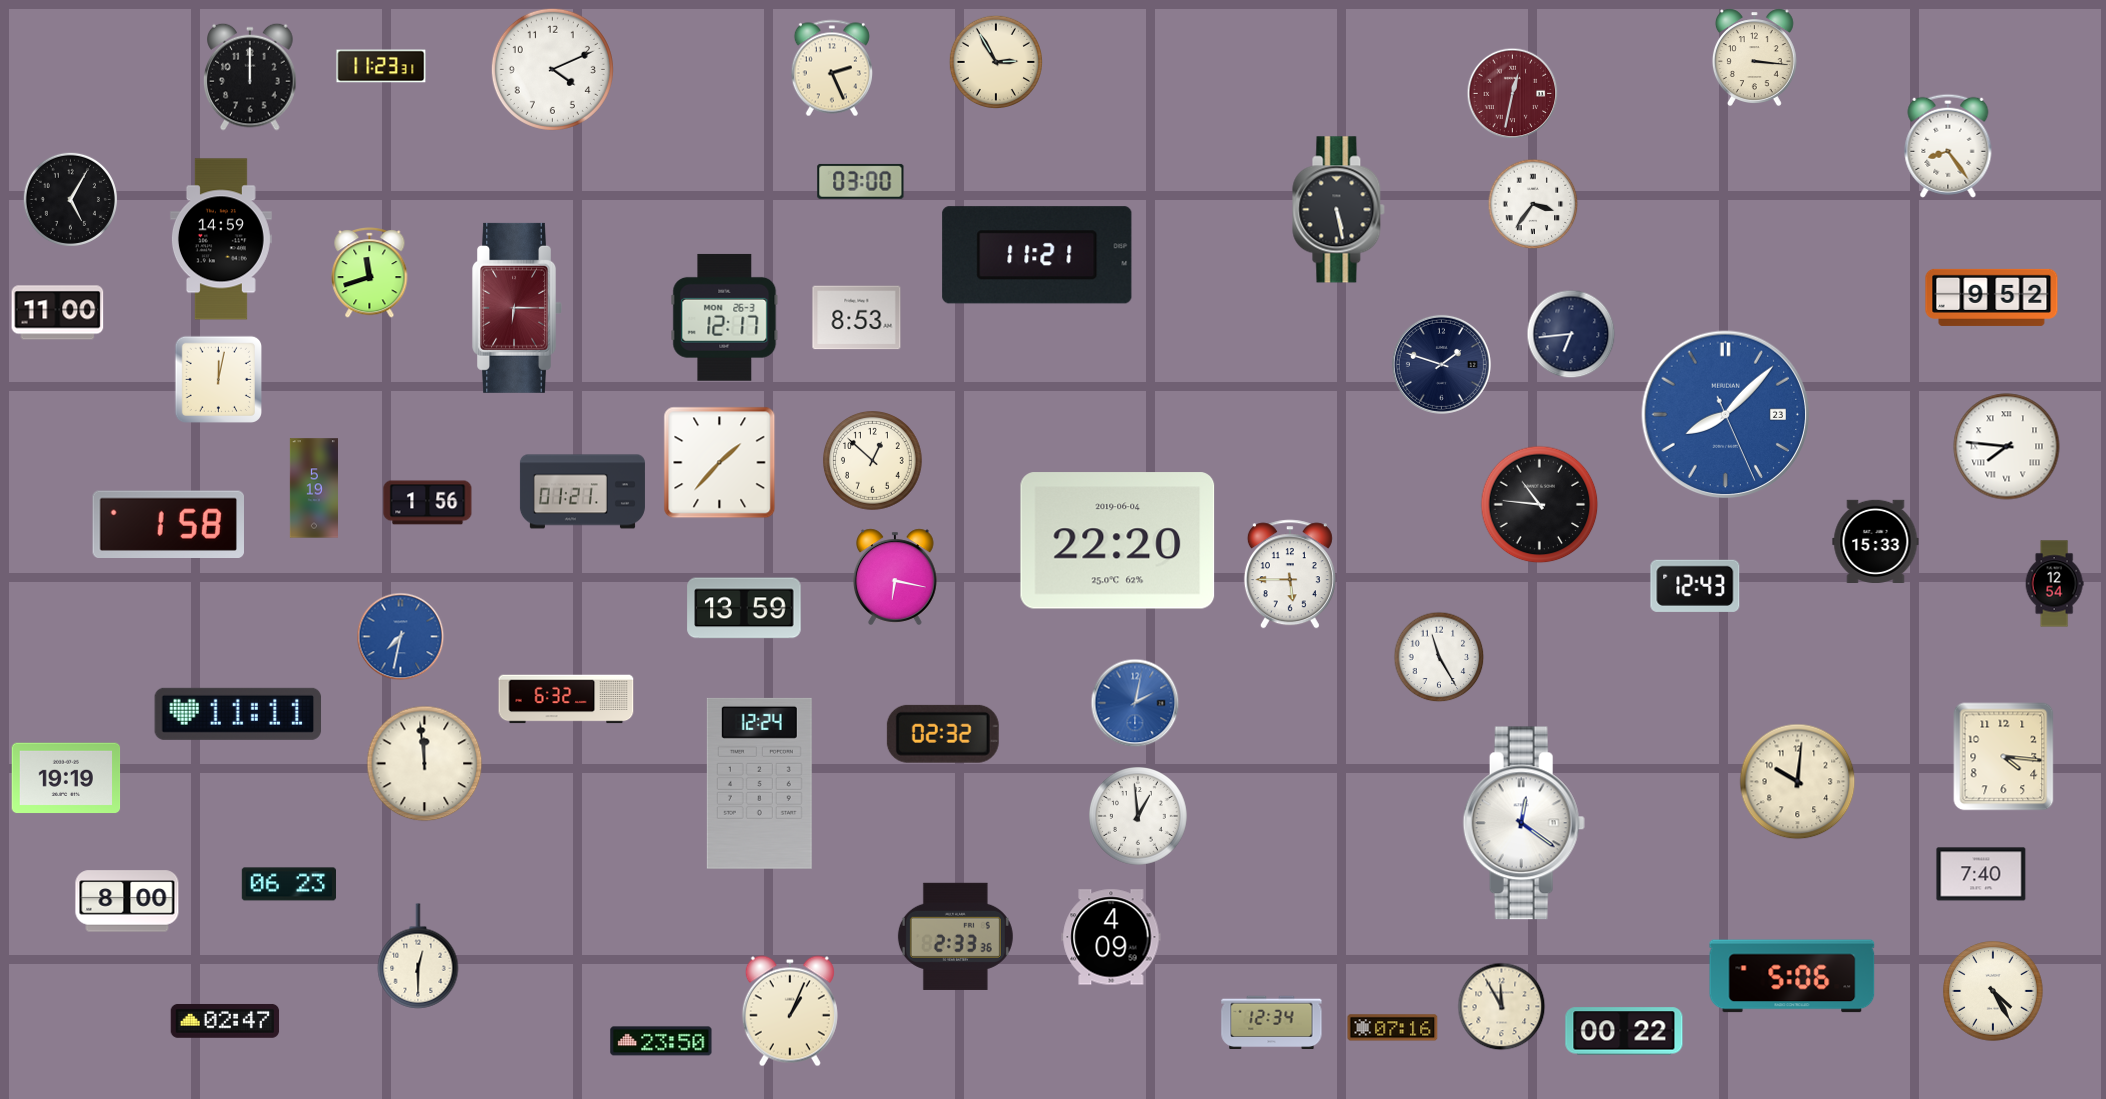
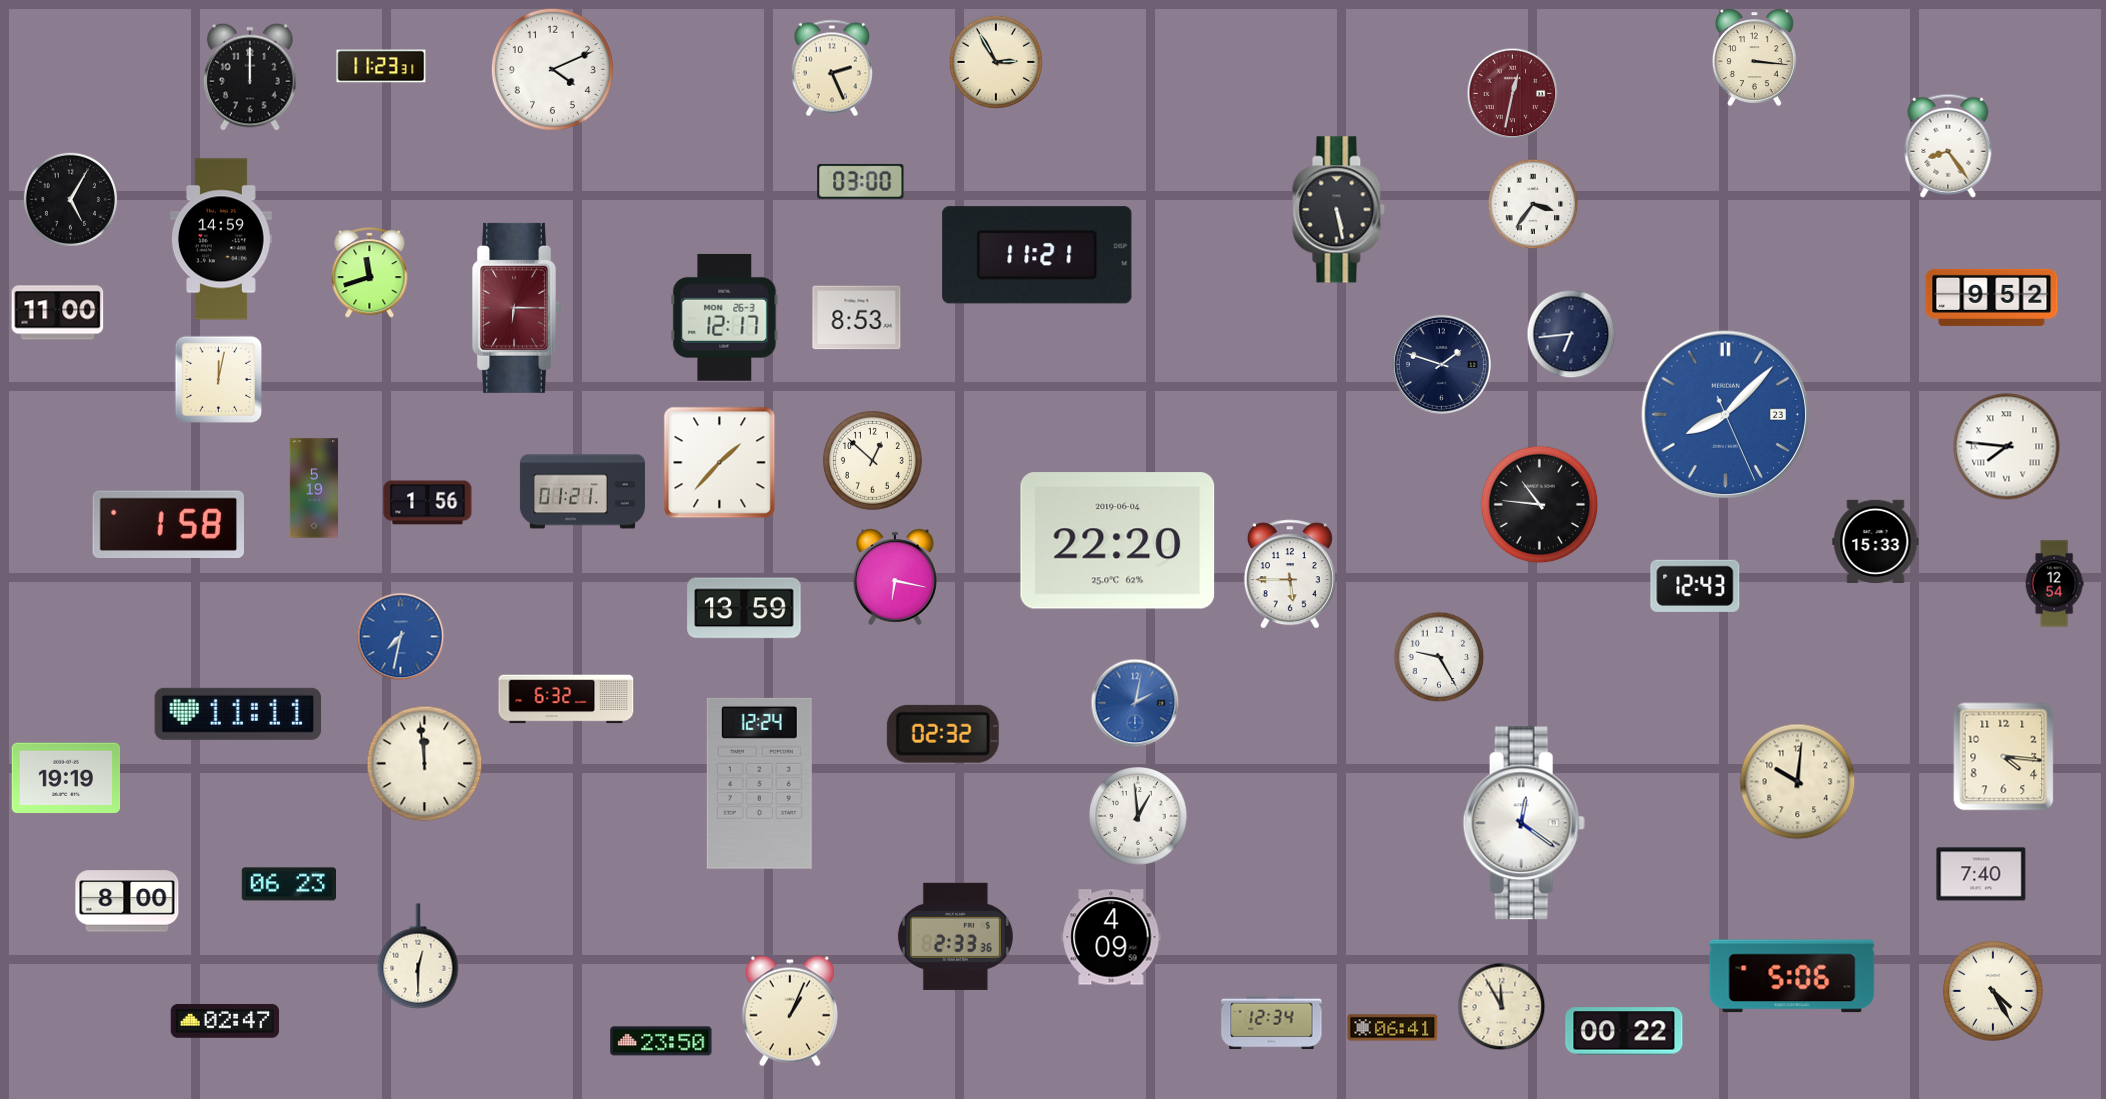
clock at (1439, 657): 11:25 -> 9:25
clock at (1393, 1028): 07:16 -> 06:41
